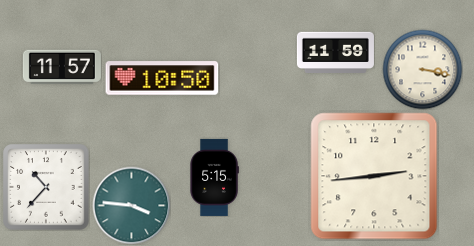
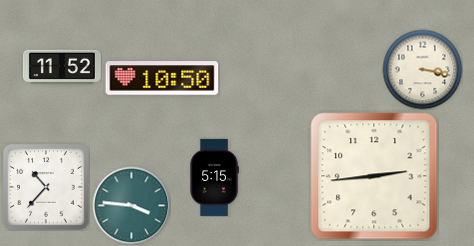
clock at (335, 53): 11:59 -> none
clock at (62, 67): 11:57 -> 11:52
